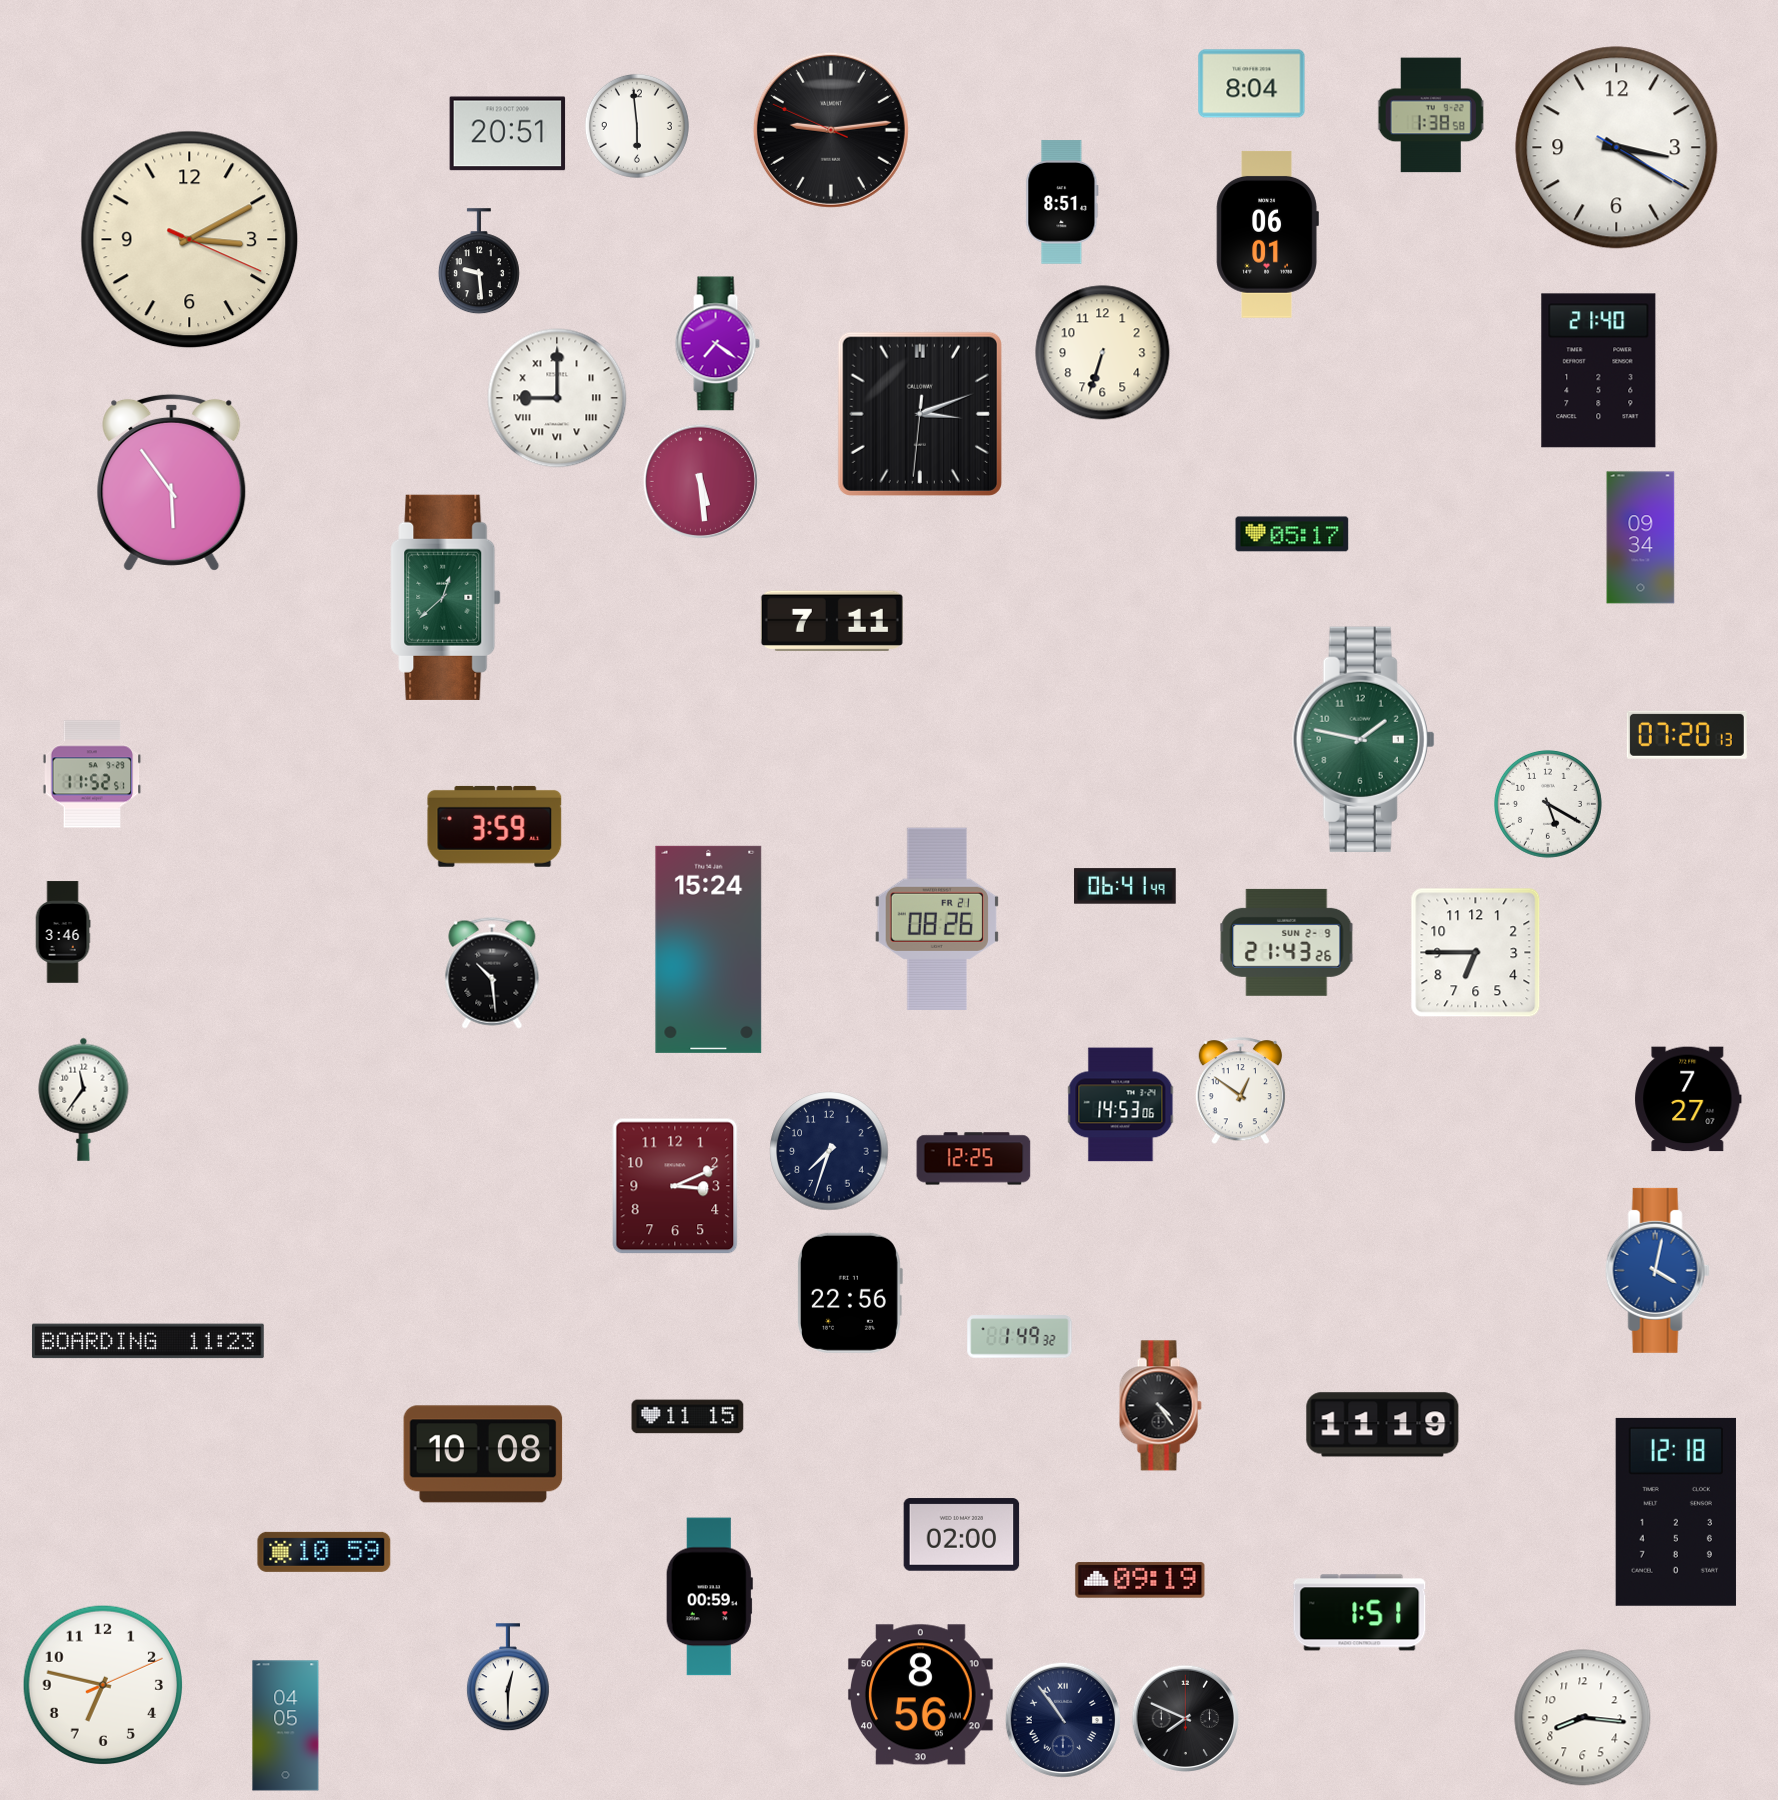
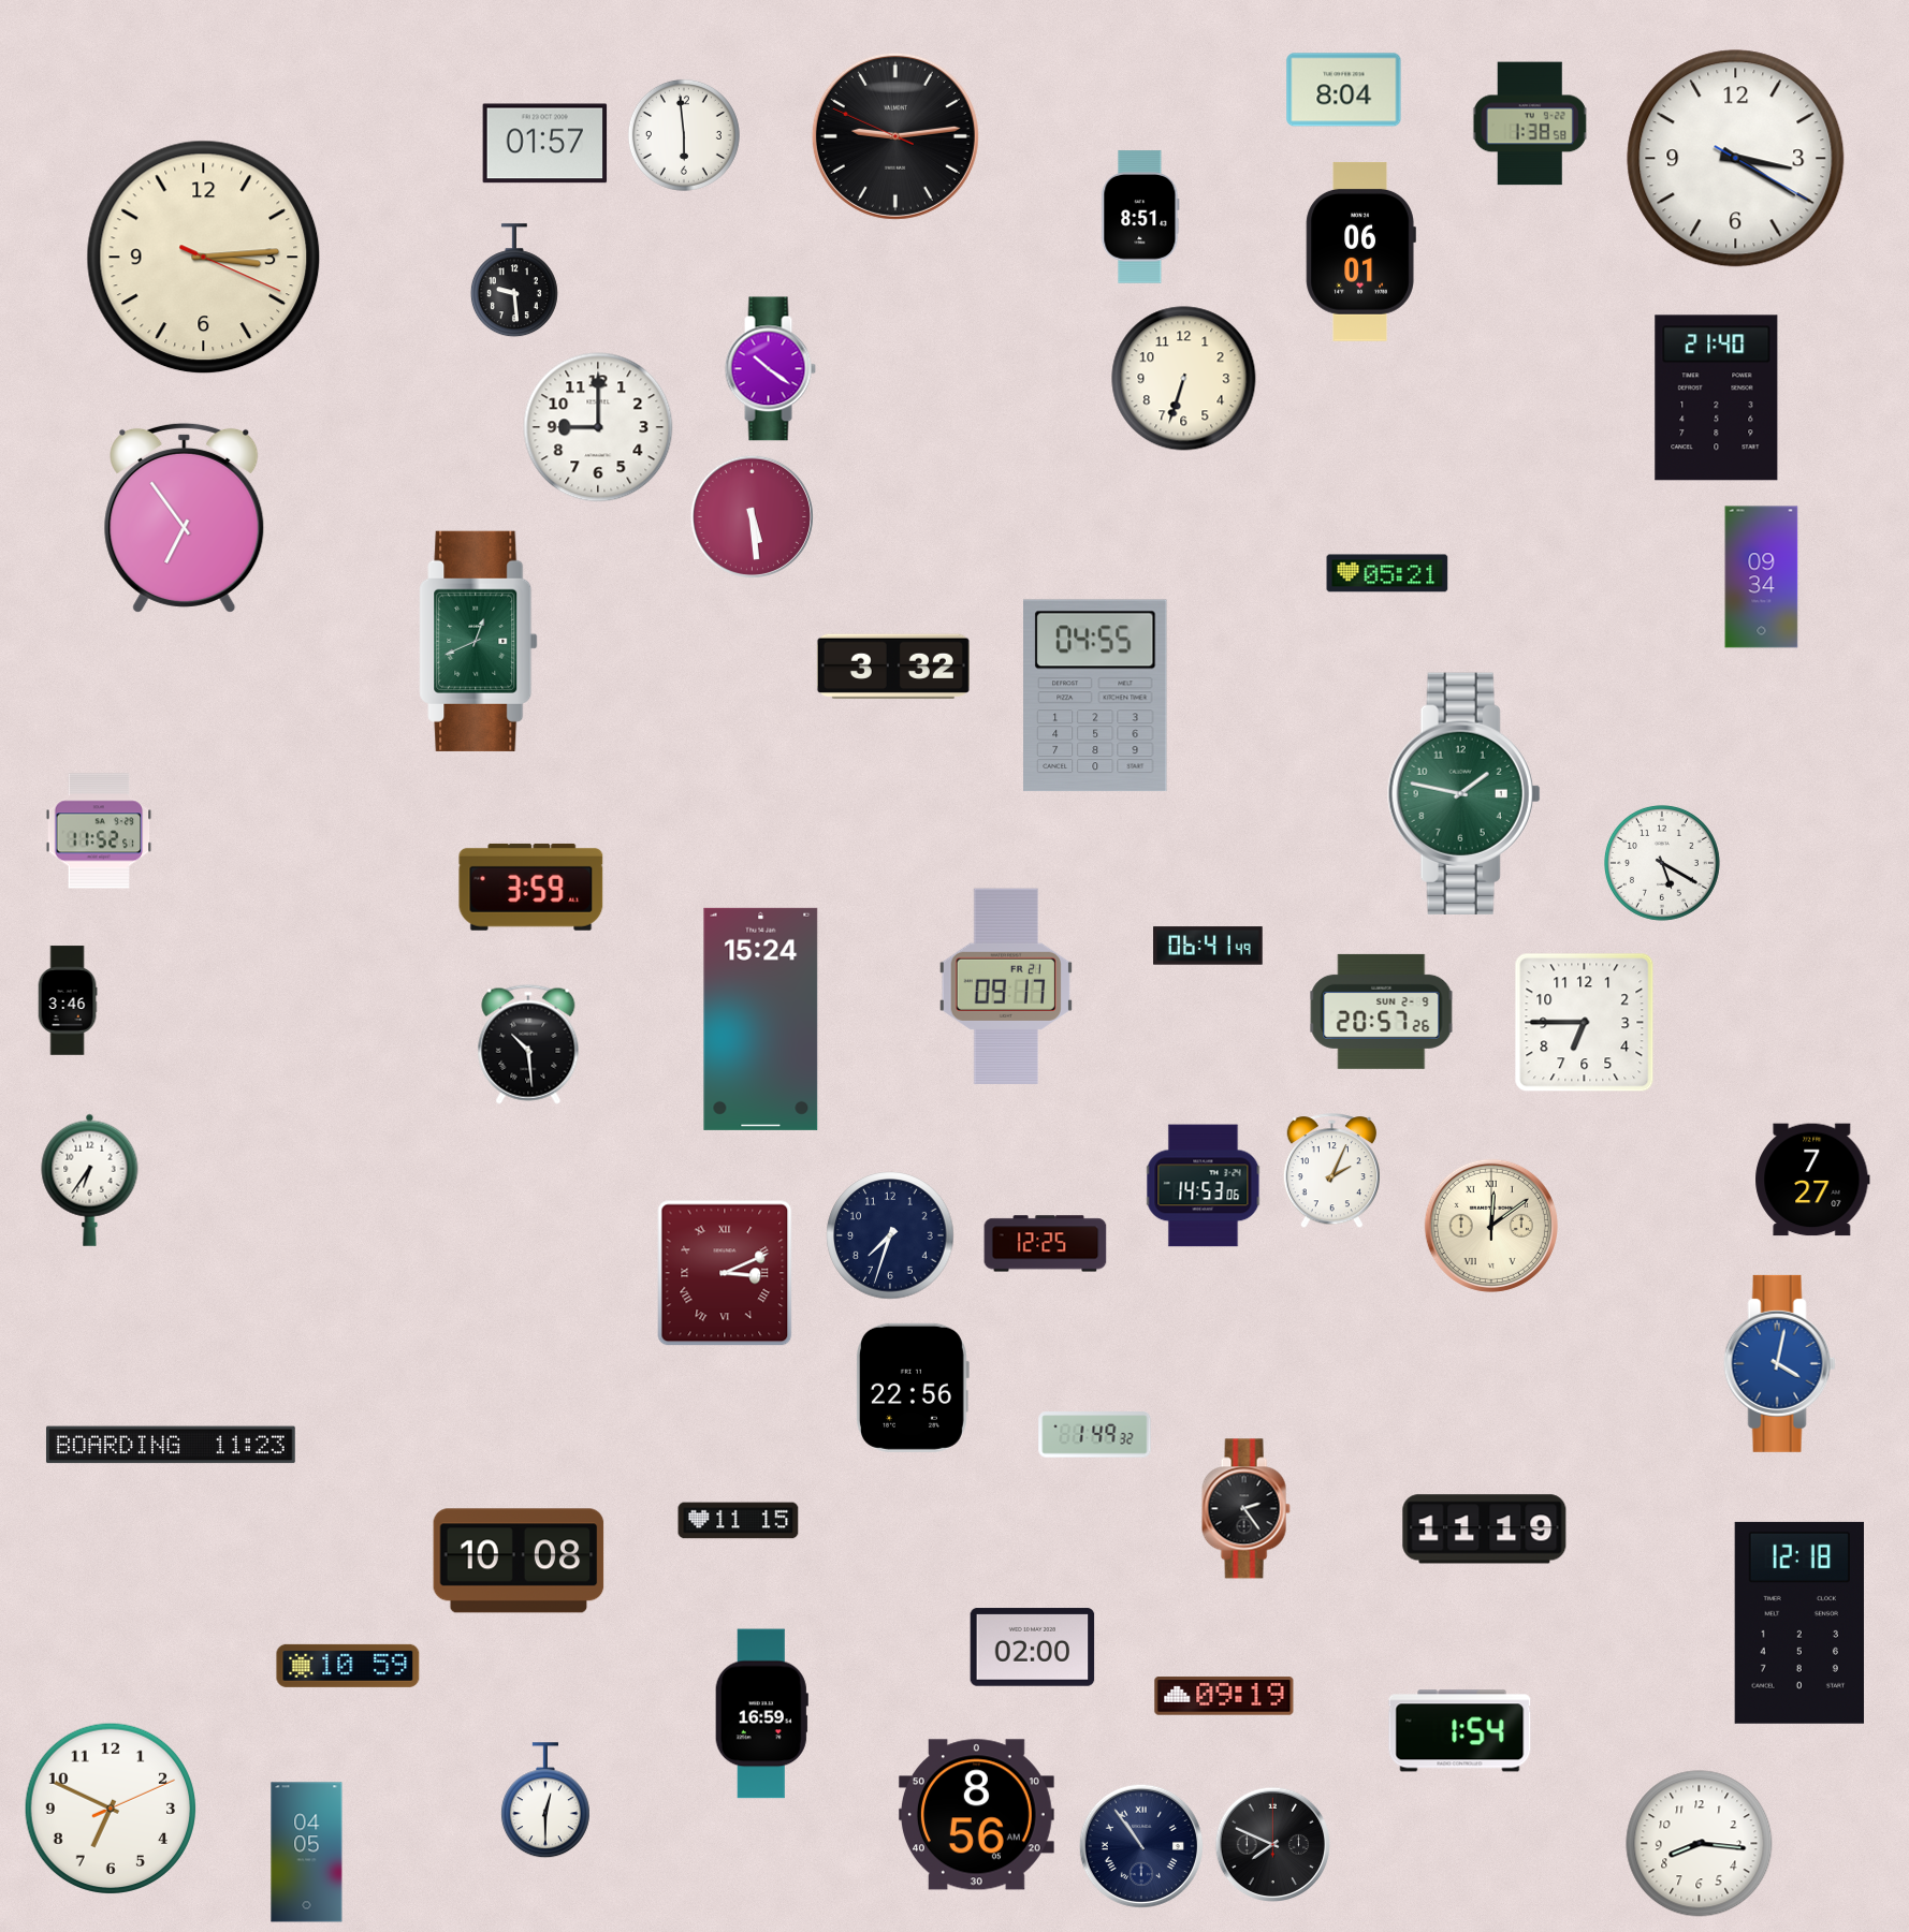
clock at (1431, 115) position: (1431, 115) -> (1530, 123)
clock at (831, 130) position: (831, 130) -> (895, 136)
clock at (508, 134): 20:51 -> 01:57
clock at (190, 240): 3:10 -> 3:14
clock at (717, 344): 7:21 -> 10:21
clock at (557, 398) numerals: Roman -> Arabic
clock at (920, 414): 3:11 -> none
clock at (172, 482): 5:54 -> 6:54
clock at (1292, 534): 05:17 -> 05:21
clock at (446, 597): 12:38 -> 12:41
clock at (832, 620): 7:11 -> 3:32
clock at (1096, 696): none -> 04:55
clock at (1687, 735): 07:20 -> none
clock at (1125, 886) position: (1125, 886) -> (1208, 946)
clock at (937, 919): 08:26 -> 09:17
clock at (1287, 942): 21:43 -> 20:57
clock at (1240, 1091): 12:51 -> 2:04
clock at (84, 1099): 11:36 -> 6:36
clock at (1491, 1226): none -> 12:09
clock at (675, 1186) numerals: Arabic -> Roman
clock at (148, 1341) position: (148, 1341) -> (171, 1445)
clock at (1160, 1406): 4:24 -> 2:24
clock at (709, 1597): 00:59 -> 16:59
clock at (1360, 1613): 1:51 -> 1:54
clock at (102, 1684): 6:47 -> 6:49
clock at (920, 1695) position: (920, 1695) -> (976, 1815)
